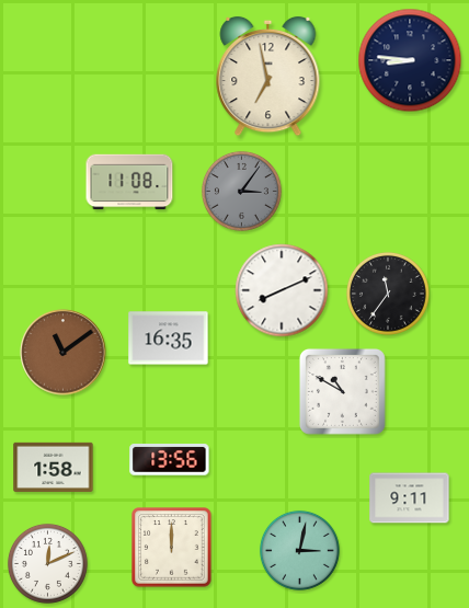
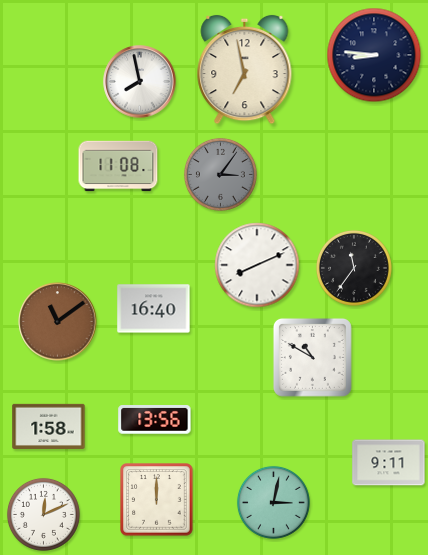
clock at (140, 82): none -> 7:58
clock at (169, 339): 16:35 -> 16:40
clock at (410, 498) position: (410, 498) -> (389, 463)
